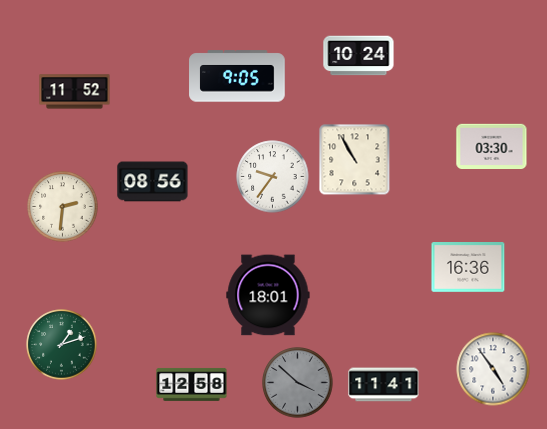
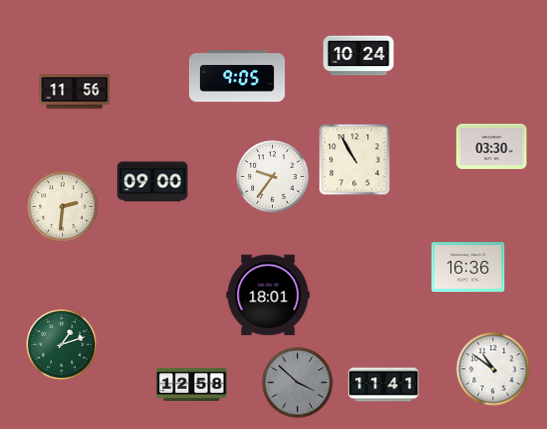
clock at (75, 92): 11:52 -> 11:56
clock at (153, 182): 08:56 -> 09:00
clock at (493, 369): 4:54 -> 10:51
